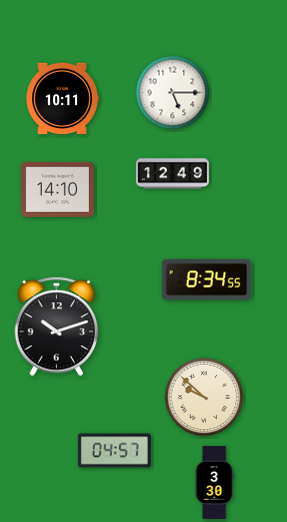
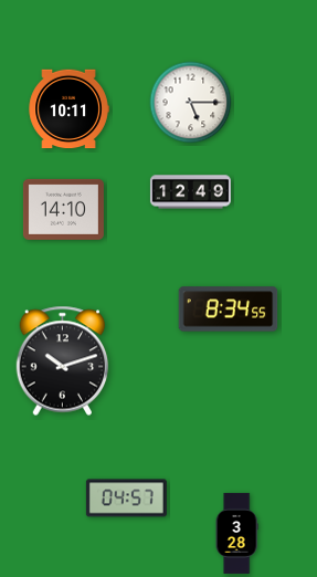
clock at (204, 397): 9:52 -> none
clock at (214, 482): 3:30 -> 3:28
